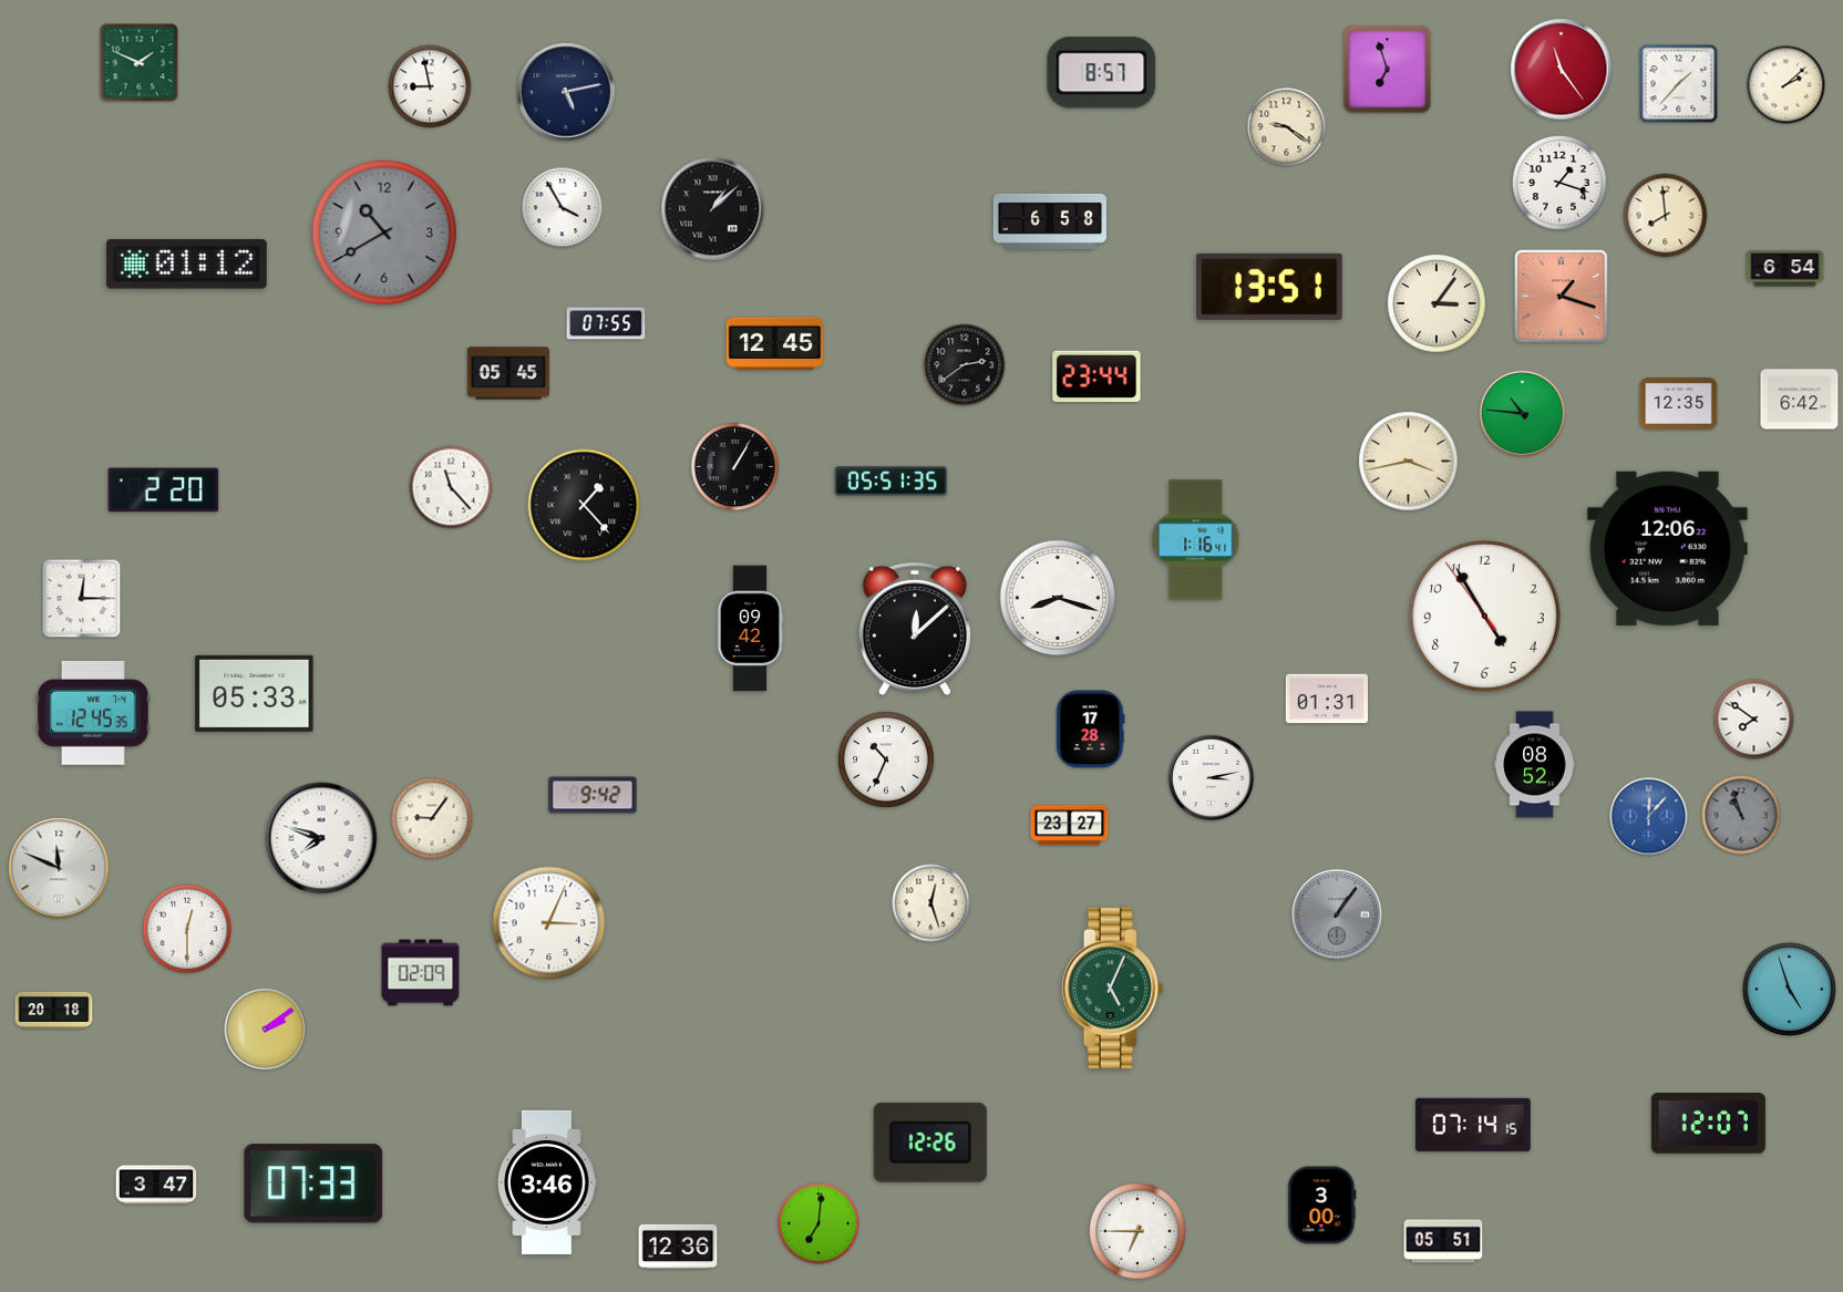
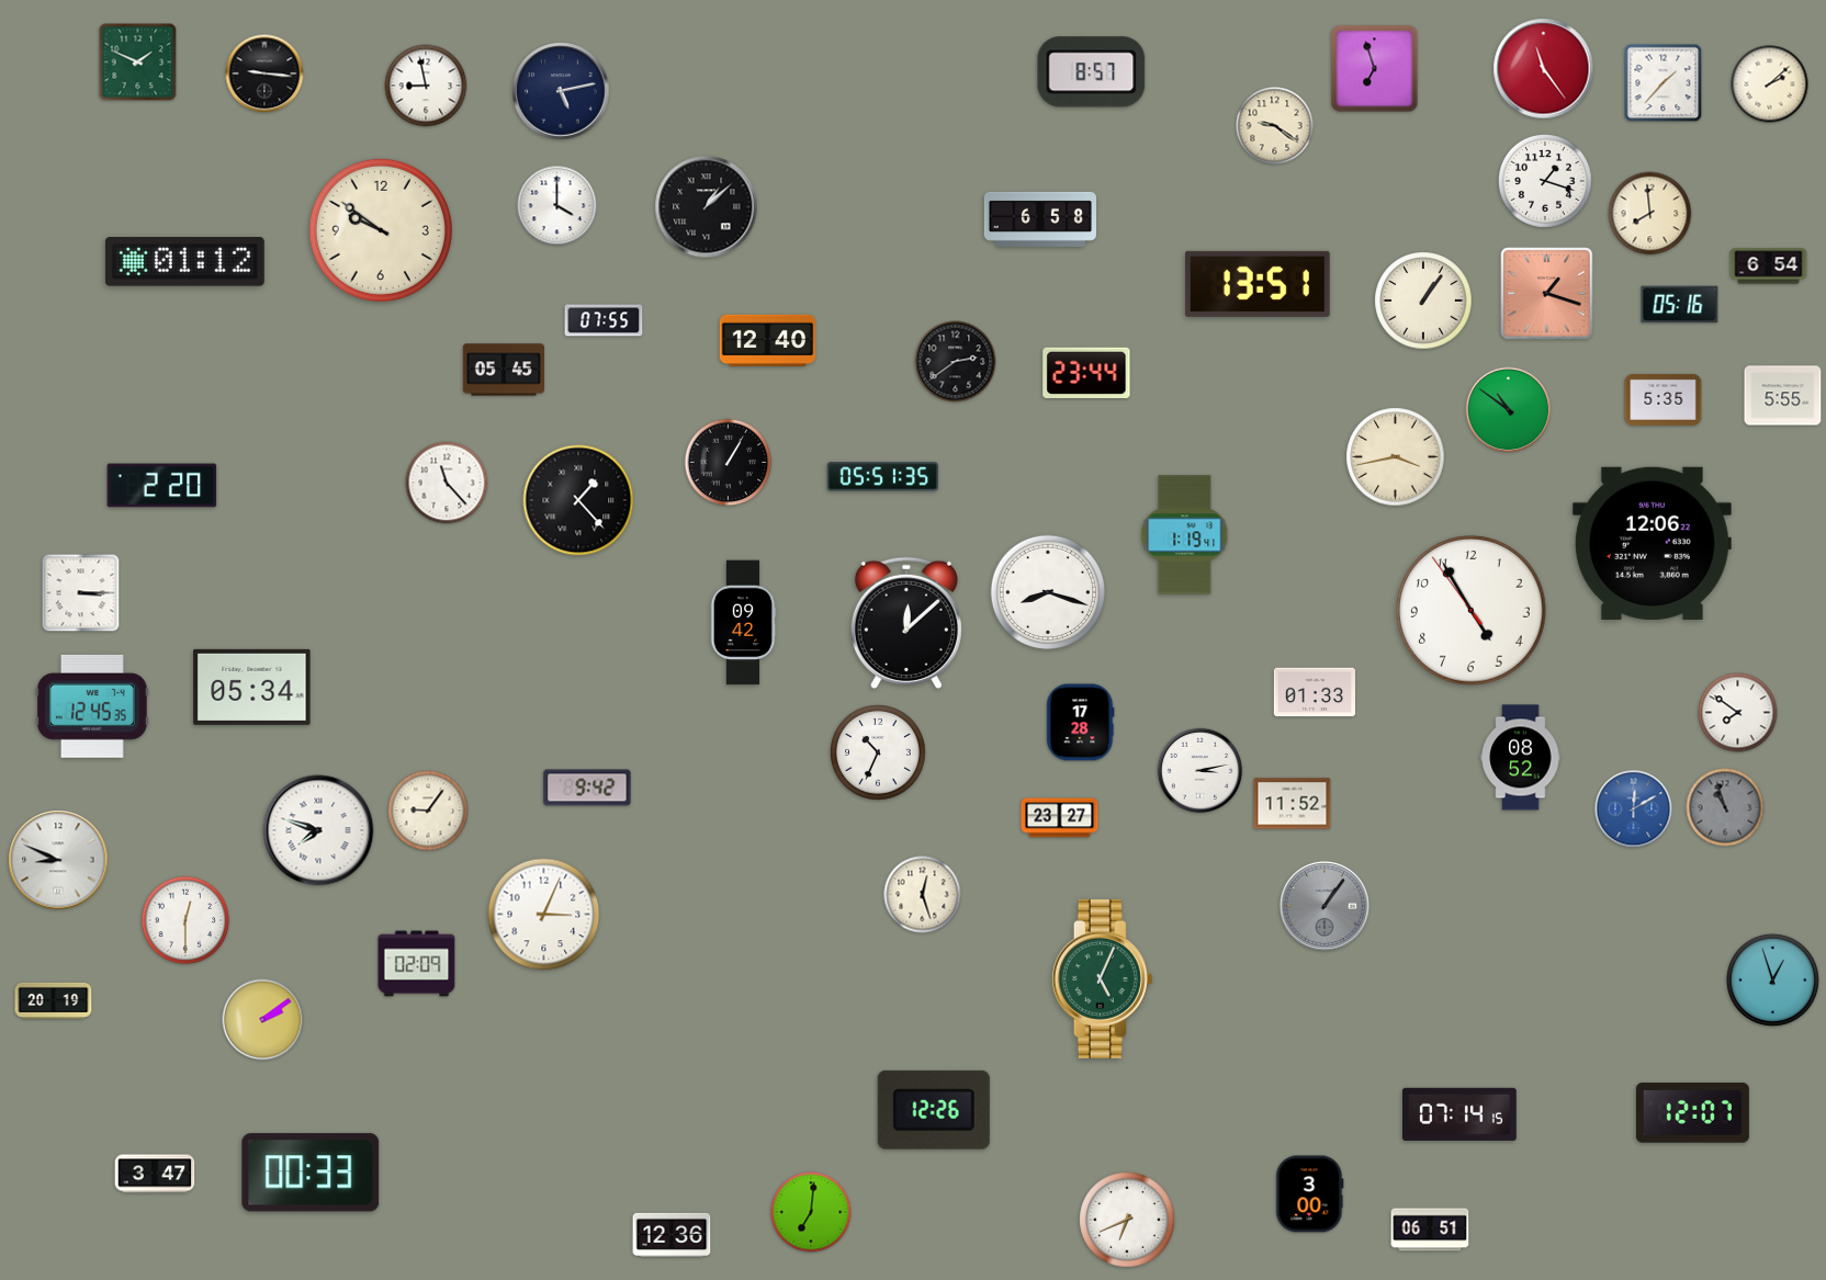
clock at (1562, 70) position: (1562, 70) -> (1544, 69)
clock at (264, 73): none -> 9:16
clock at (563, 208): 3:55 -> 4:00
clock at (384, 232): 10:40 -> 9:51
clock at (384, 232) dial: grey -> cream
clock at (1437, 303): 3:06 -> 1:06
clock at (1680, 305): none -> 05:16
clock at (606, 323) position: (606, 323) -> (604, 320)
clock at (775, 343): 12:45 -> 12:40
clock at (1800, 400): 6:42 -> 5:55
clock at (1679, 403): 12:35 -> 5:35
clock at (1523, 414): 10:46 -> 10:51
clock at (1196, 540): 1:16 -> 1:19
clock at (82, 599): 12:15 -> 3:15
clock at (255, 693): 05:33 -> 05:34
clock at (1326, 699): 01:31 -> 01:33
clock at (1293, 804): none -> 11:52
clock at (1649, 817): 12:07 -> 12:10
clock at (59, 868): 11:49 -> 8:49
clock at (1789, 989): 4:57 -> 12:57
clock at (54, 1010): 20:18 -> 20:19
clock at (930, 1143) position: (930, 1143) -> (934, 1110)
clock at (547, 1182): 3:46 -> none
clock at (313, 1184): 07:33 -> 00:33
clock at (1137, 1231): 6:45 -> 6:41
clock at (1443, 1241): 05:51 -> 06:51
